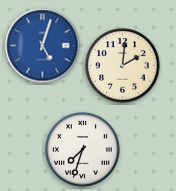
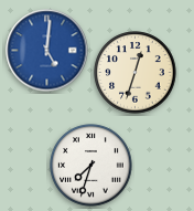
clock at (43, 46): 5:03 -> 5:01
clock at (123, 66): 2:01 -> 12:33
